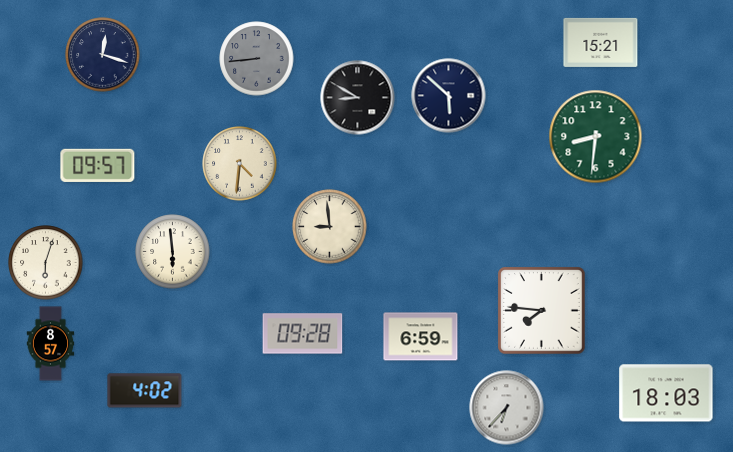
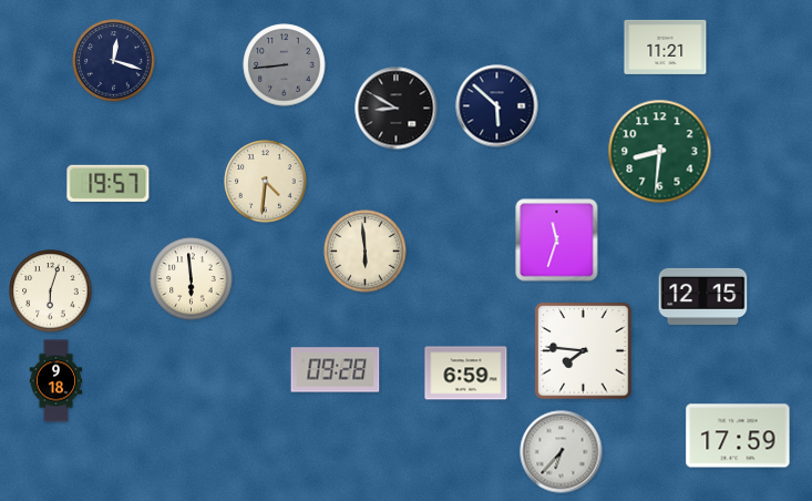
clock at (601, 42): 15:21 -> 11:21
clock at (98, 165): 09:57 -> 19:57
clock at (557, 241): none -> 11:33
clock at (330, 227): 8:59 -> 5:59
clock at (703, 296): none -> 12:15
clock at (542, 311) position: (542, 311) -> (584, 351)
clock at (51, 344): 8:57 -> 9:18
clock at (145, 391): 4:02 -> none
clock at (666, 393): 18:03 -> 17:59
